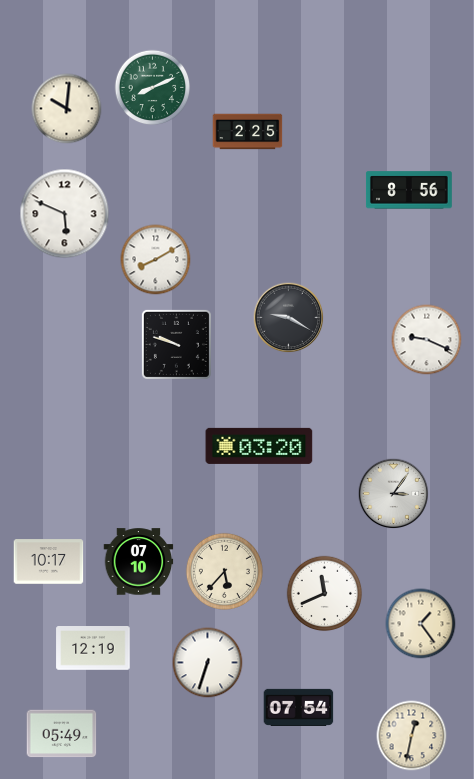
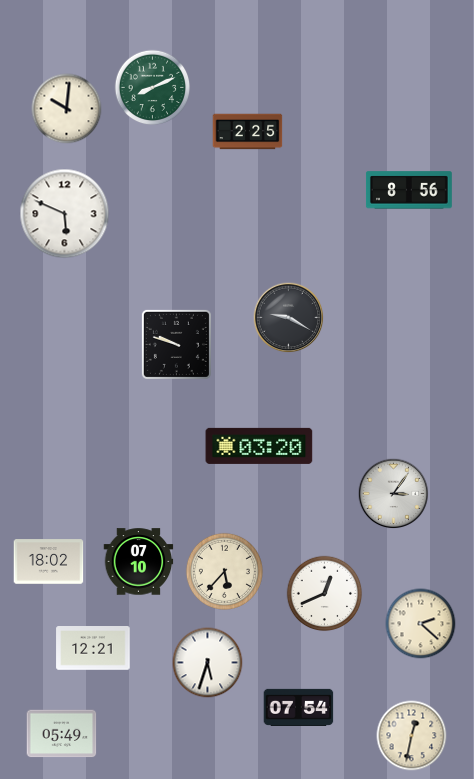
clock at (156, 260): 8:10 -> none
clock at (427, 340): 9:19 -> none
clock at (49, 562): 10:17 -> 18:02
clock at (325, 594): 11:41 -> 12:41
clock at (421, 624): 1:24 -> 2:22
clock at (93, 649): 12:19 -> 12:21
clock at (208, 663): 6:33 -> 5:33
